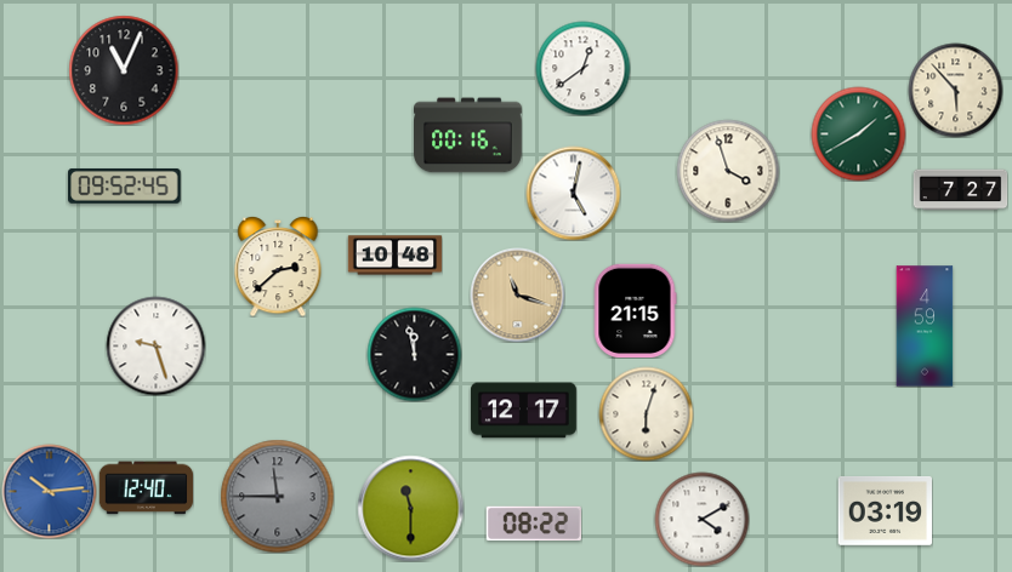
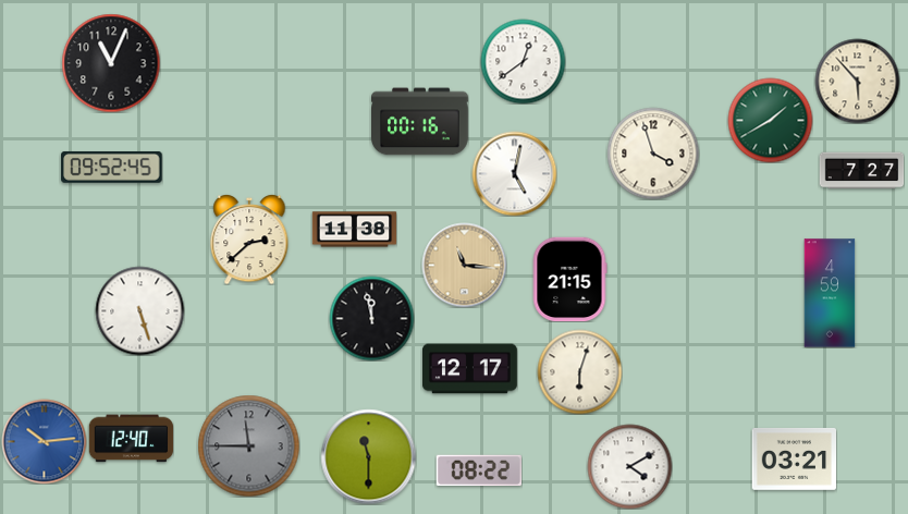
clock at (394, 256): 10:48 -> 11:38
clock at (517, 294): 11:18 -> 11:16
clock at (155, 345): 9:27 -> 5:27
clock at (885, 511): 03:19 -> 03:21
